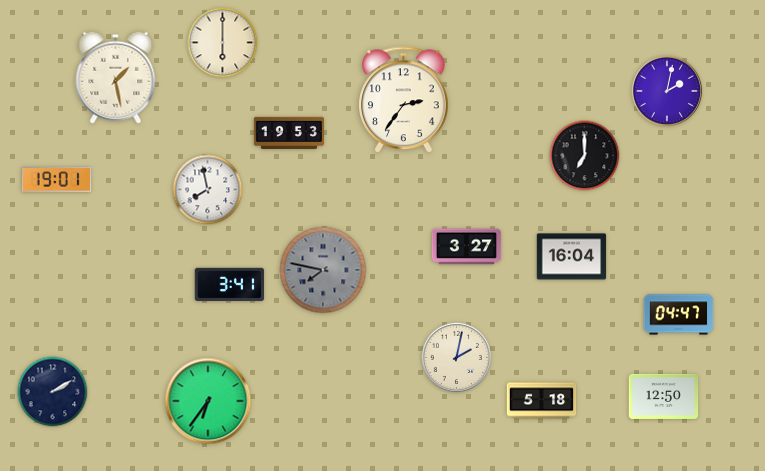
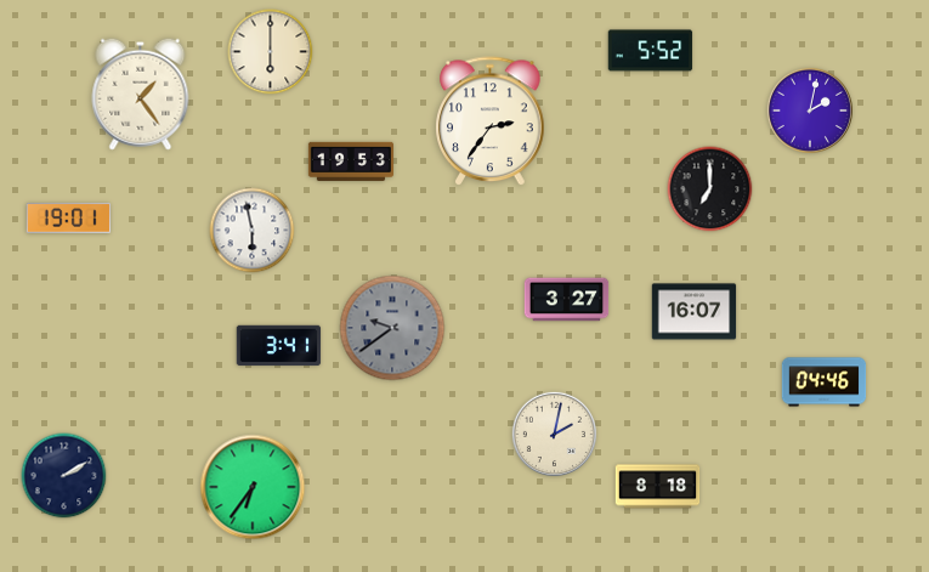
clock at (651, 51): none -> 5:52
clock at (116, 77): 1:28 -> 1:24
clock at (208, 190): 7:58 -> 5:58
clock at (572, 257): 16:04 -> 16:07
clock at (323, 270): 7:47 -> 9:39
clock at (679, 315): 04:47 -> 04:46
clock at (664, 396): 12:50 -> none
clock at (542, 401): 5:18 -> 8:18
